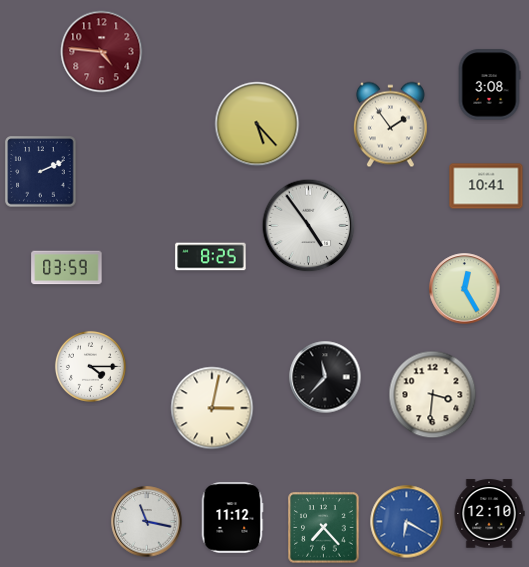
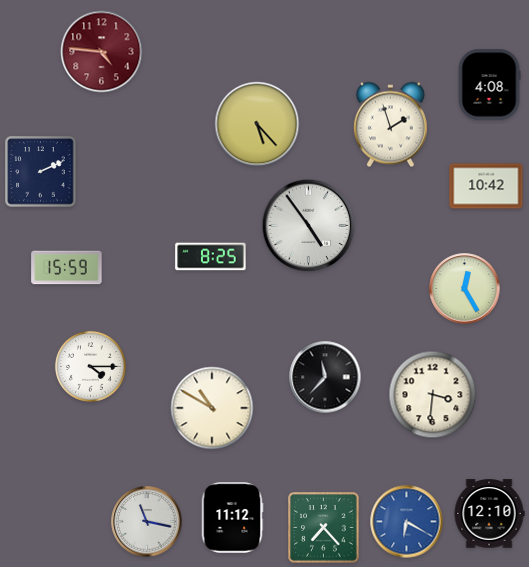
clock at (489, 85): 3:08 -> 4:08
clock at (390, 125): 1:54 -> 1:57
clock at (486, 186): 10:41 -> 10:42
clock at (67, 268): 03:59 -> 15:59
clock at (212, 408): 3:02 -> 10:50
